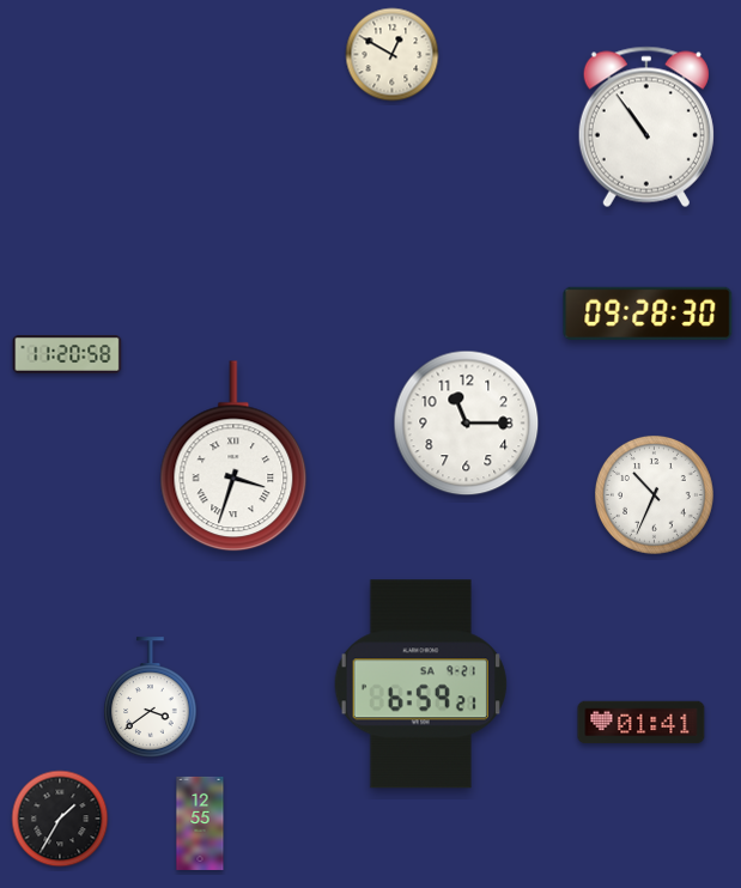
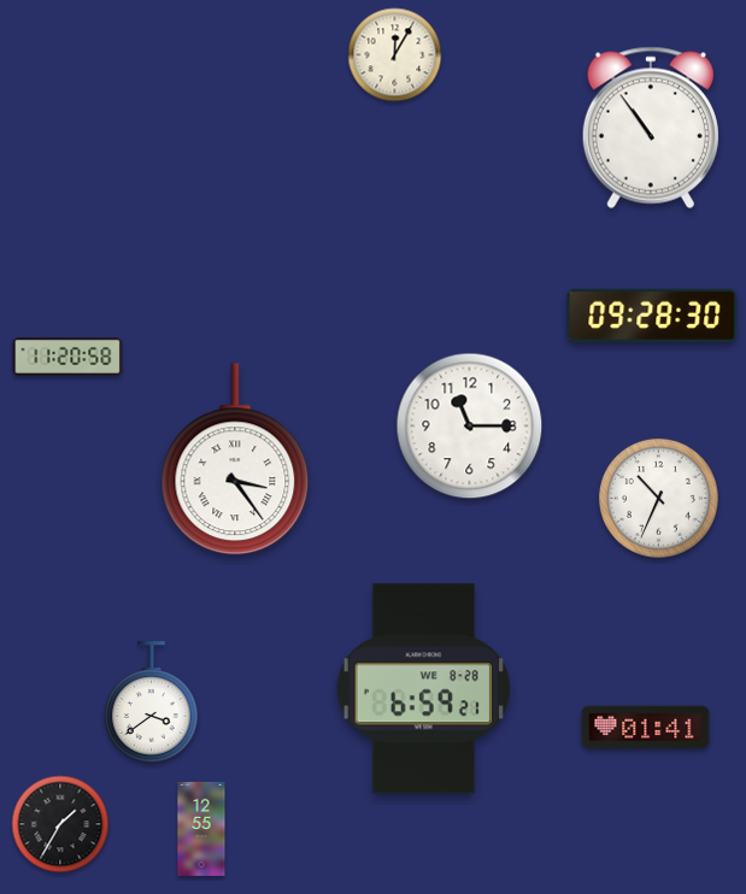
clock at (393, 55): 12:50 -> 12:05
clock at (233, 457): 3:33 -> 3:24
clock at (420, 685) date: SA 9-21 -> WE 8-28
